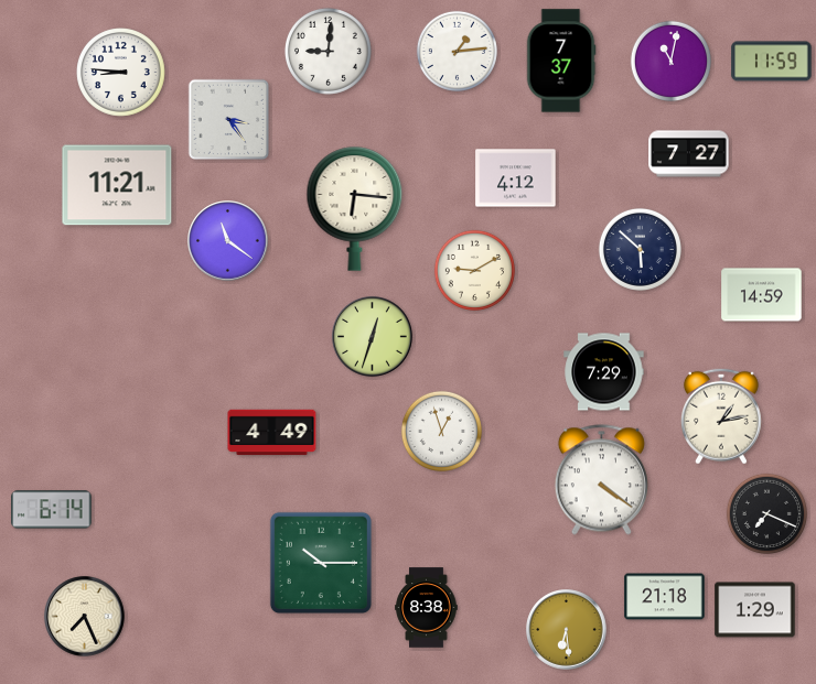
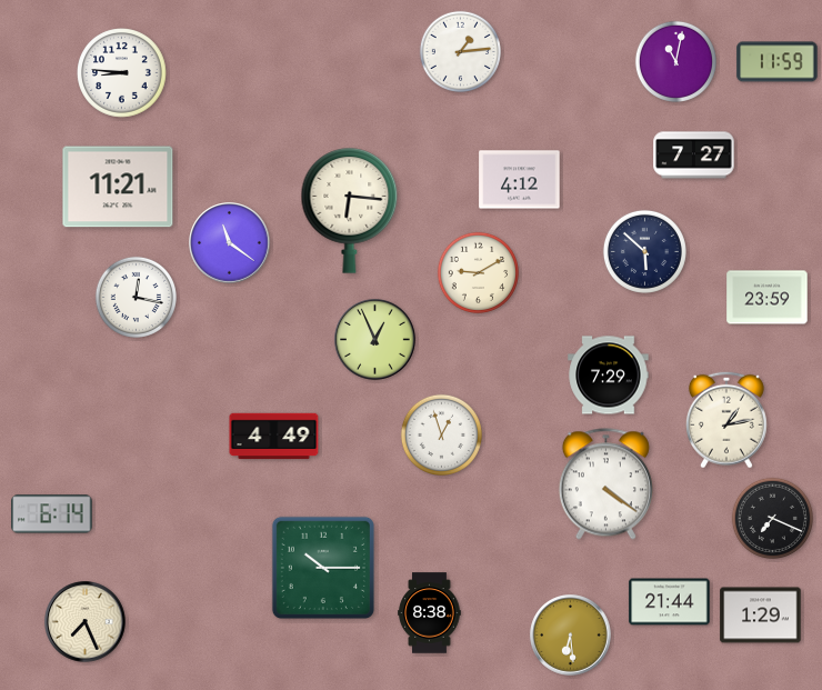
clock at (328, 51): 9:01 -> none
clock at (561, 61): 7:37 -> none
clock at (229, 120): 3:24 -> none
clock at (355, 209) position: (355, 209) -> (350, 211)
clock at (136, 297): none -> 12:17
clock at (762, 295): 14:59 -> 23:59
clock at (373, 337): 12:33 -> 12:56
clock at (441, 431) position: (441, 431) -> (441, 434)
clock at (665, 597): 21:18 -> 21:44
